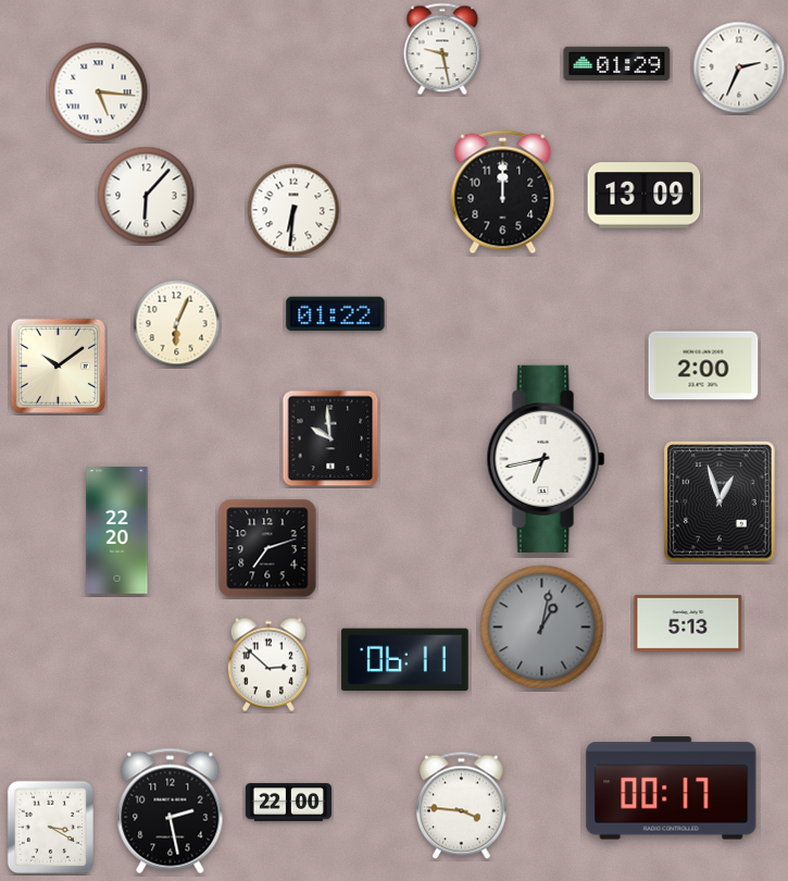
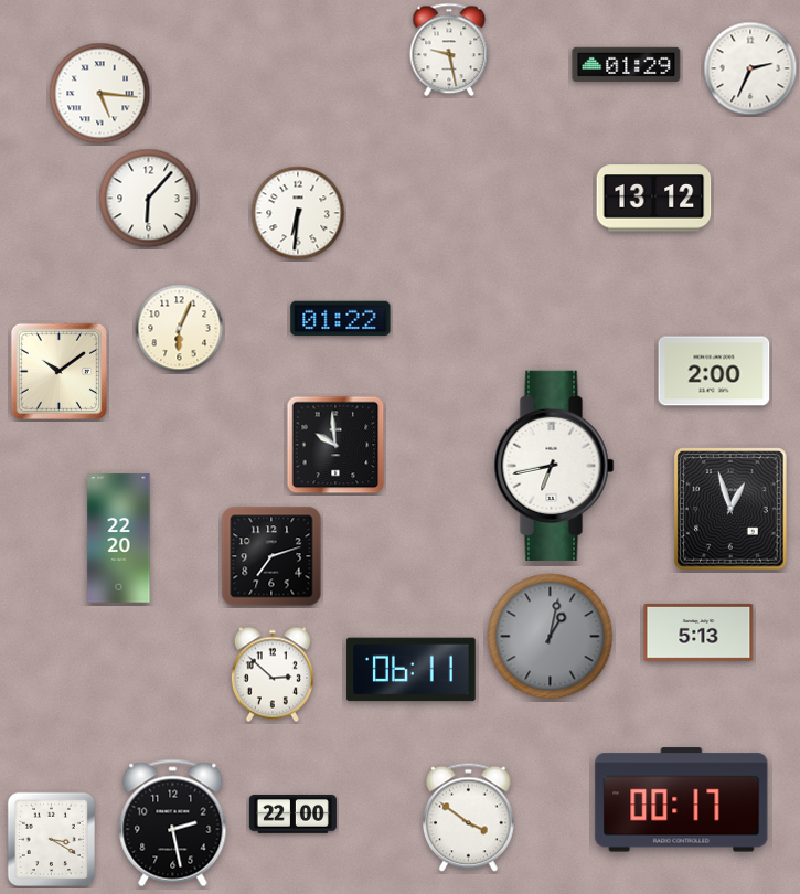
clock at (503, 193): 12:00 -> none
clock at (645, 196): 13:09 -> 13:12
clock at (462, 806): 3:46 -> 3:51
